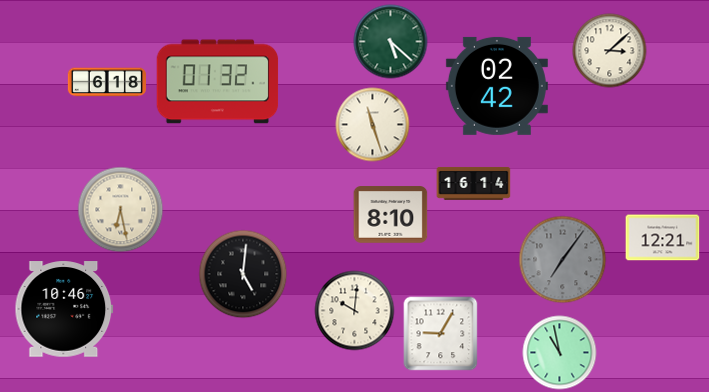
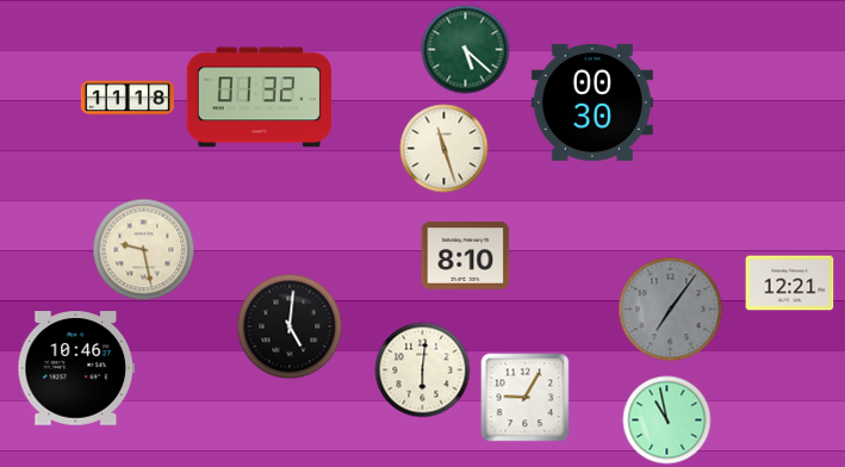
clock at (610, 51): 3:08 -> none
clock at (107, 82): 6:18 -> 11:18
clock at (497, 86): 02:42 -> 00:30
clock at (474, 183): 16:14 -> none
clock at (121, 210): 6:28 -> 9:28
clock at (355, 311): 10:01 -> 6:01
